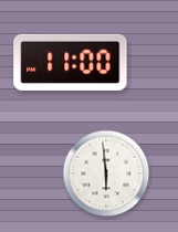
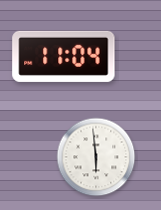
clock at (71, 62): 11:00 -> 11:04
